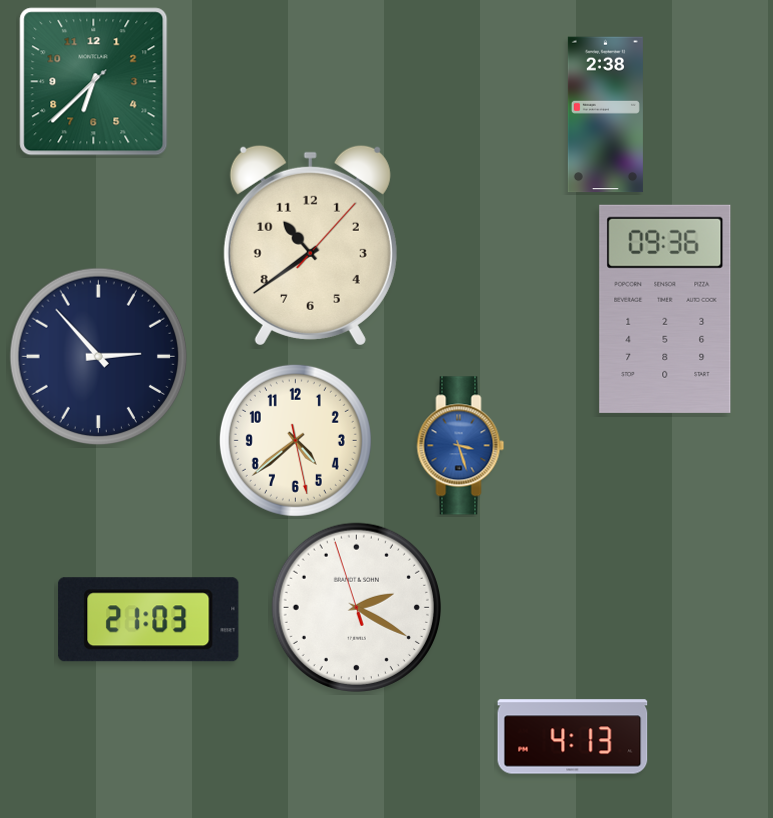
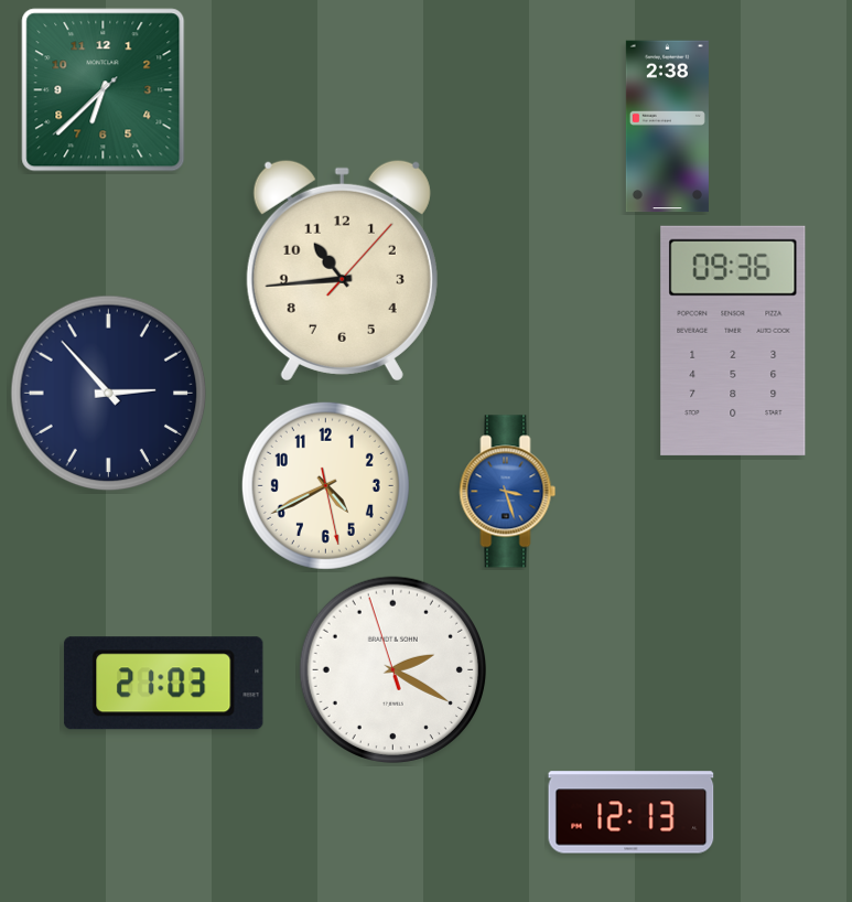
clock at (310, 245): 10:39 -> 10:44
clock at (295, 440): 4:38 -> 4:40
clock at (573, 737): 4:13 -> 12:13
